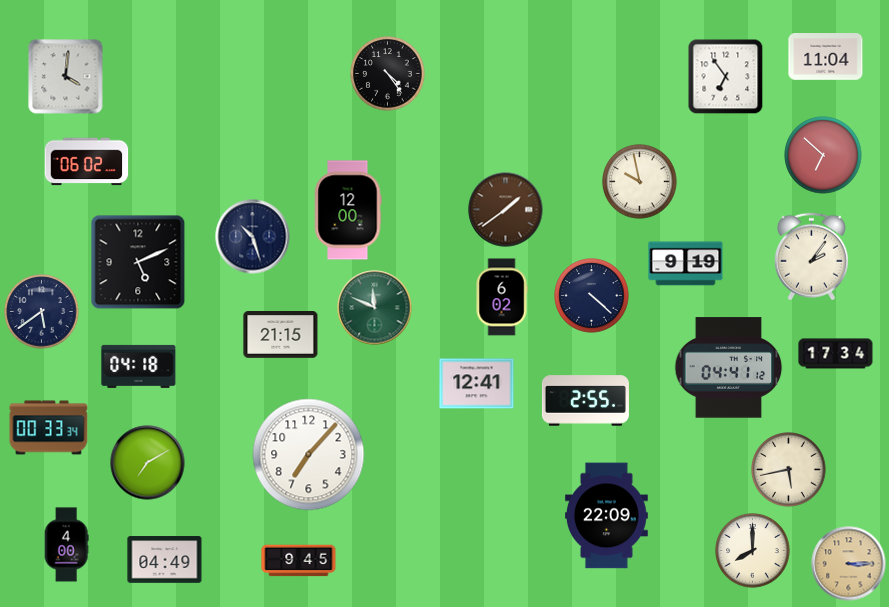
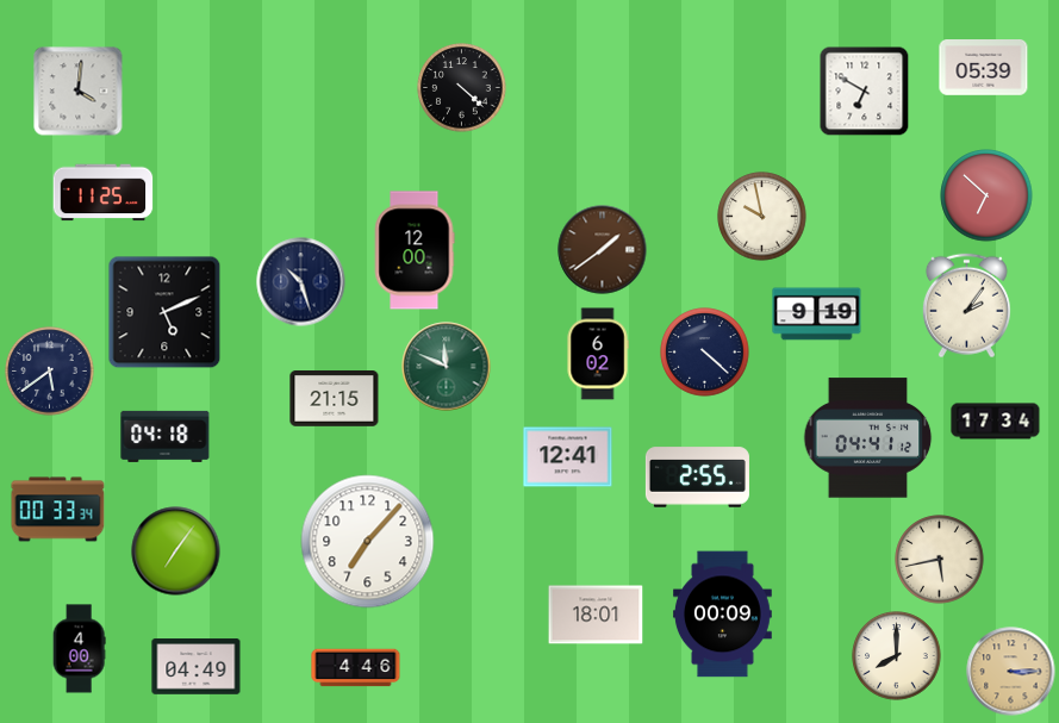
clock at (826, 57): 11:04 -> 05:39
clock at (388, 74): 4:24 -> 4:22
clock at (726, 77): 6:54 -> 6:50
clock at (823, 155) position: (823, 155) -> (986, 195)
clock at (87, 162): 06:02 -> 11:25
clock at (148, 463): 7:10 -> 7:06
clock at (596, 615): none -> 18:01
clock at (607, 516): 22:09 -> 00:09
clock at (299, 561): 9:45 -> 4:46
